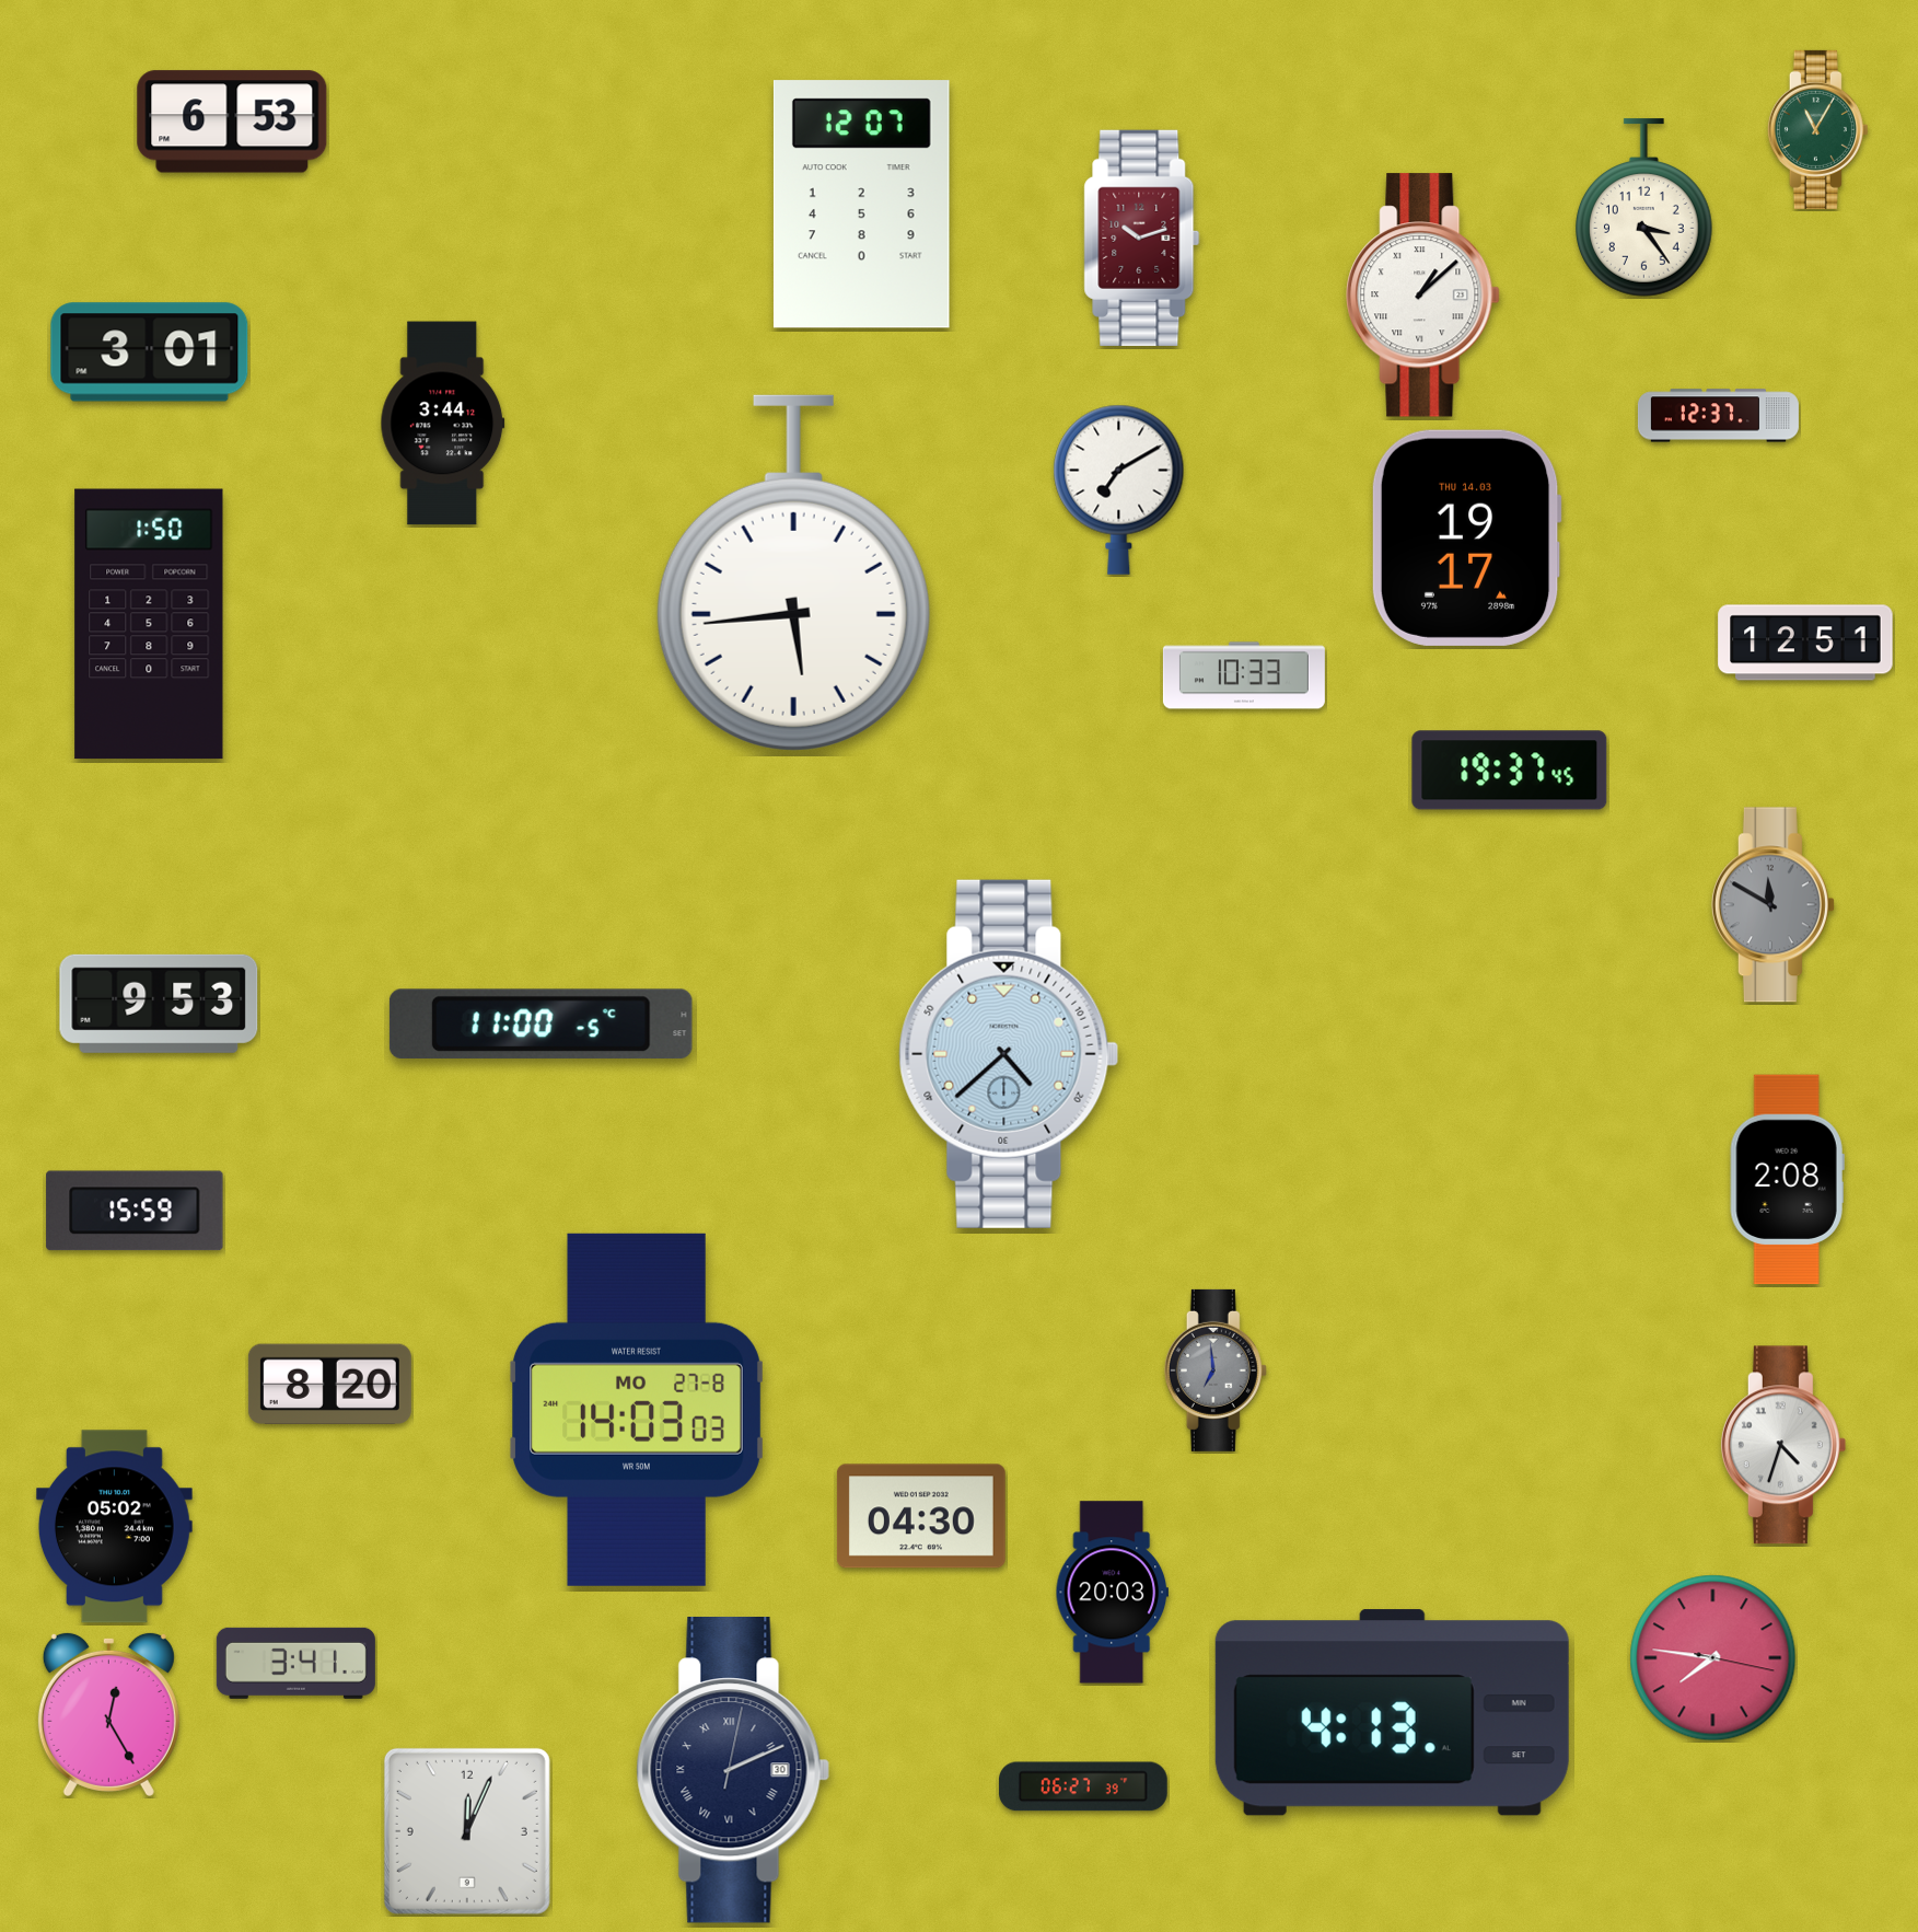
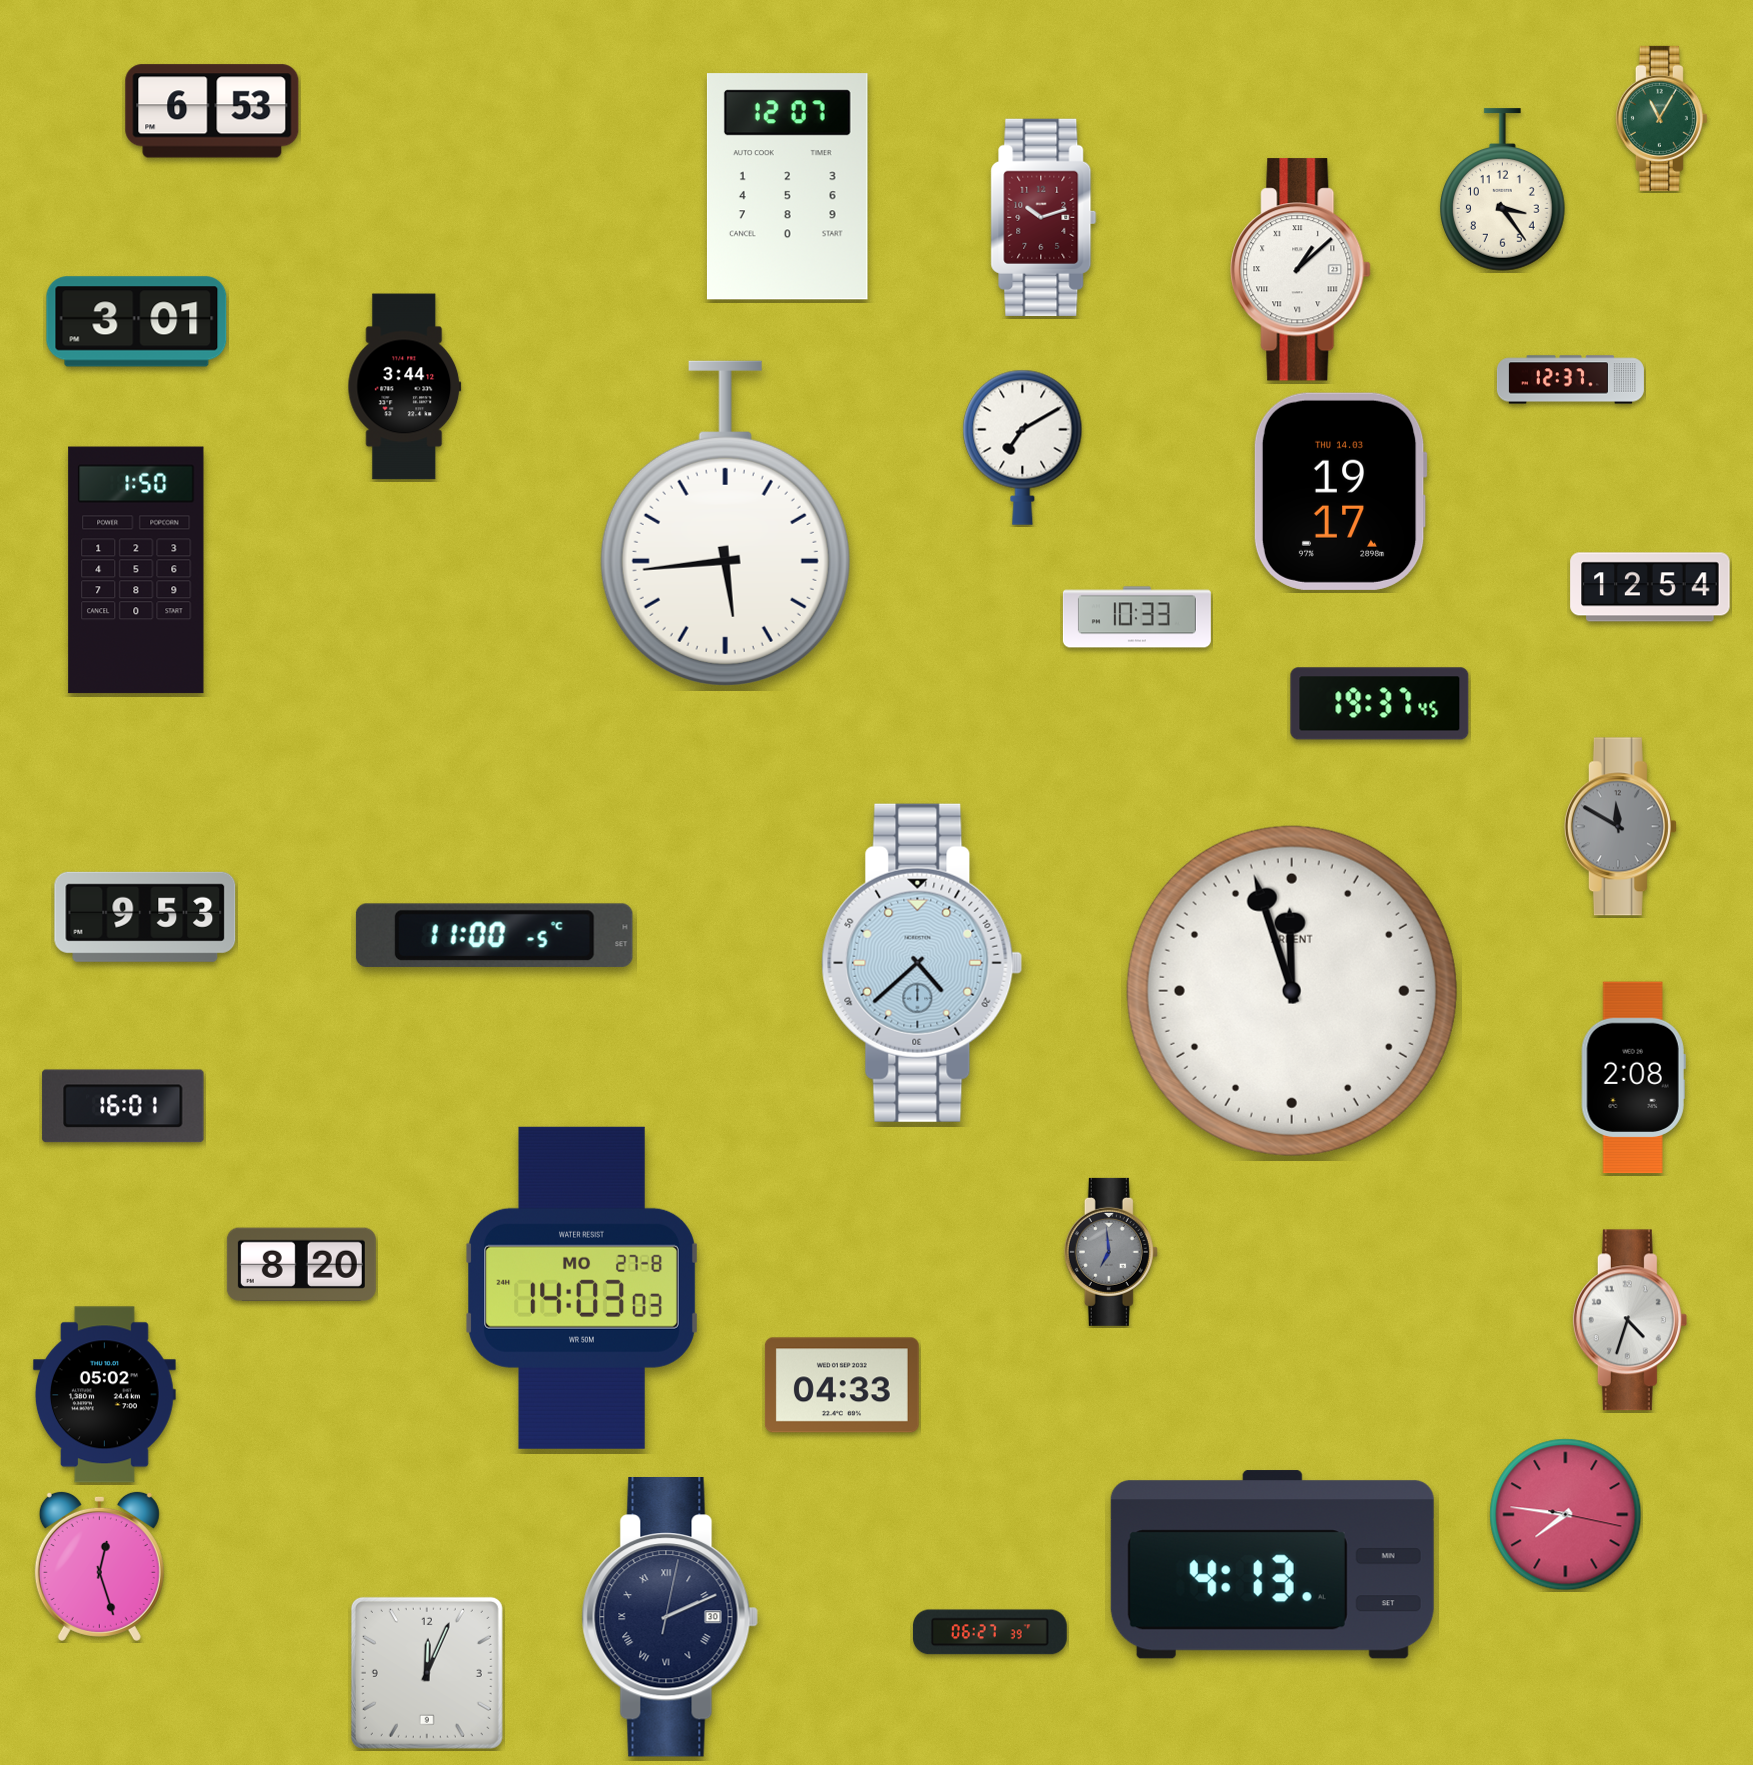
clock at (1805, 643): 12:51 -> 12:54
clock at (1292, 991): none -> 11:57
clock at (135, 1211): 15:59 -> 16:01
clock at (921, 1516): 04:30 -> 04:33
clock at (1112, 1593): 20:03 -> none
clock at (295, 1663): 3:41 -> none
clock at (108, 1714): 12:25 -> 12:27
